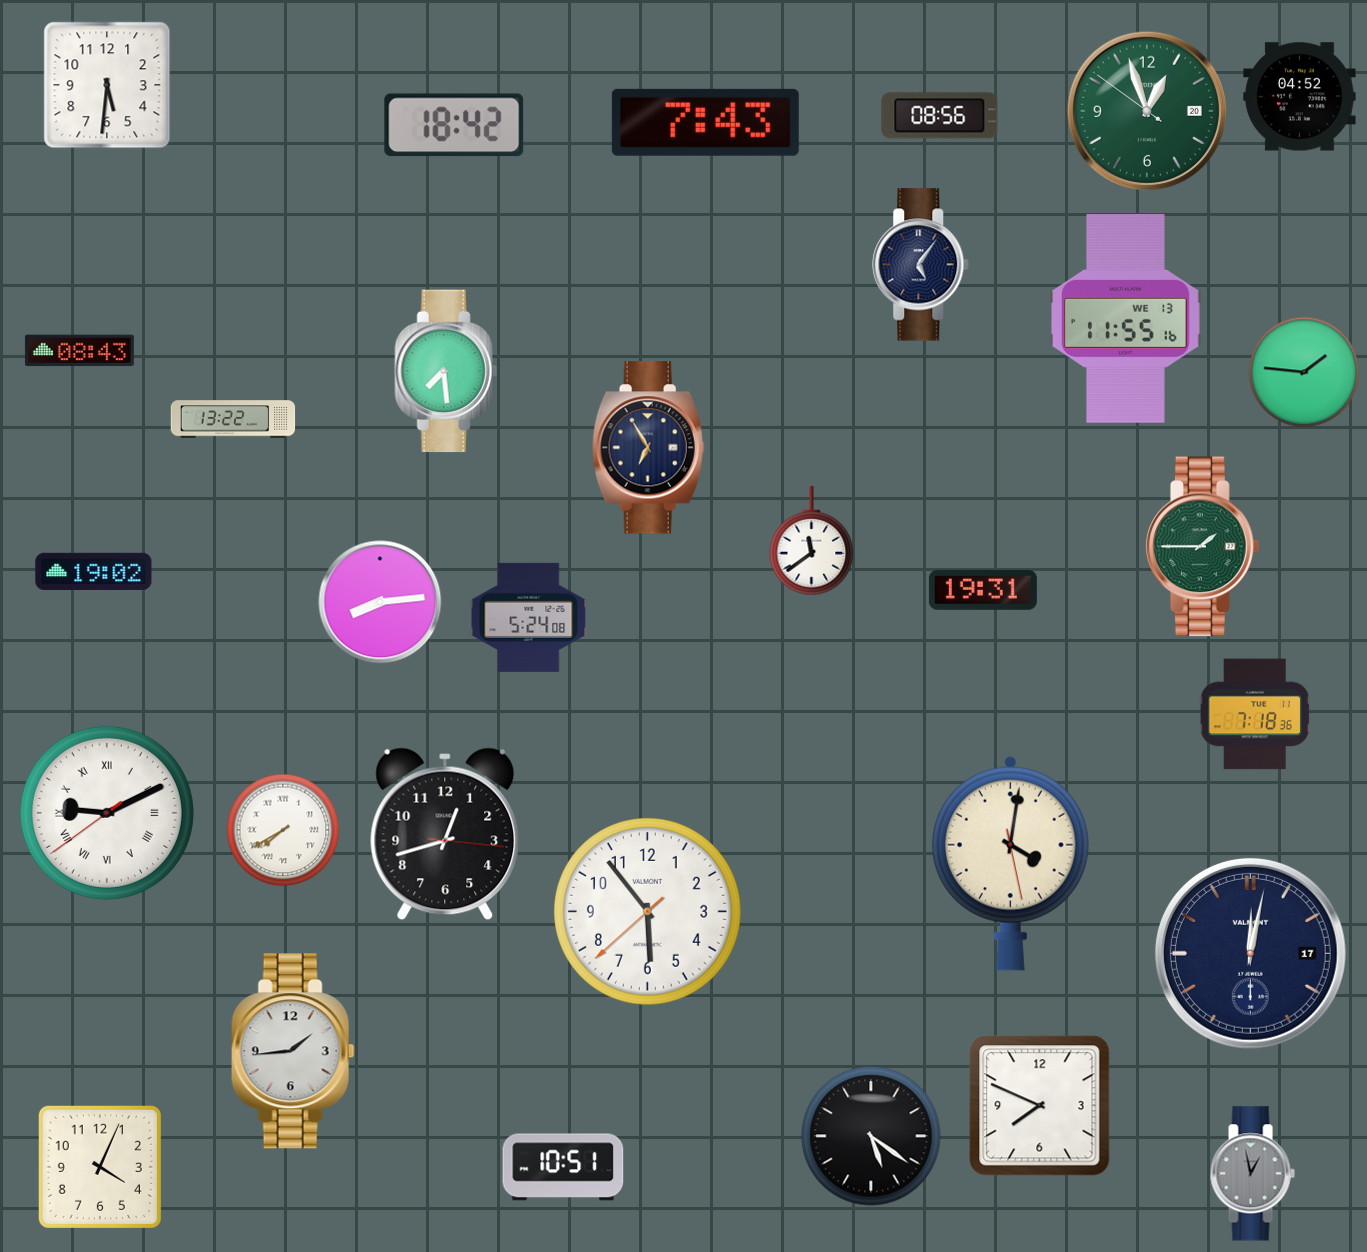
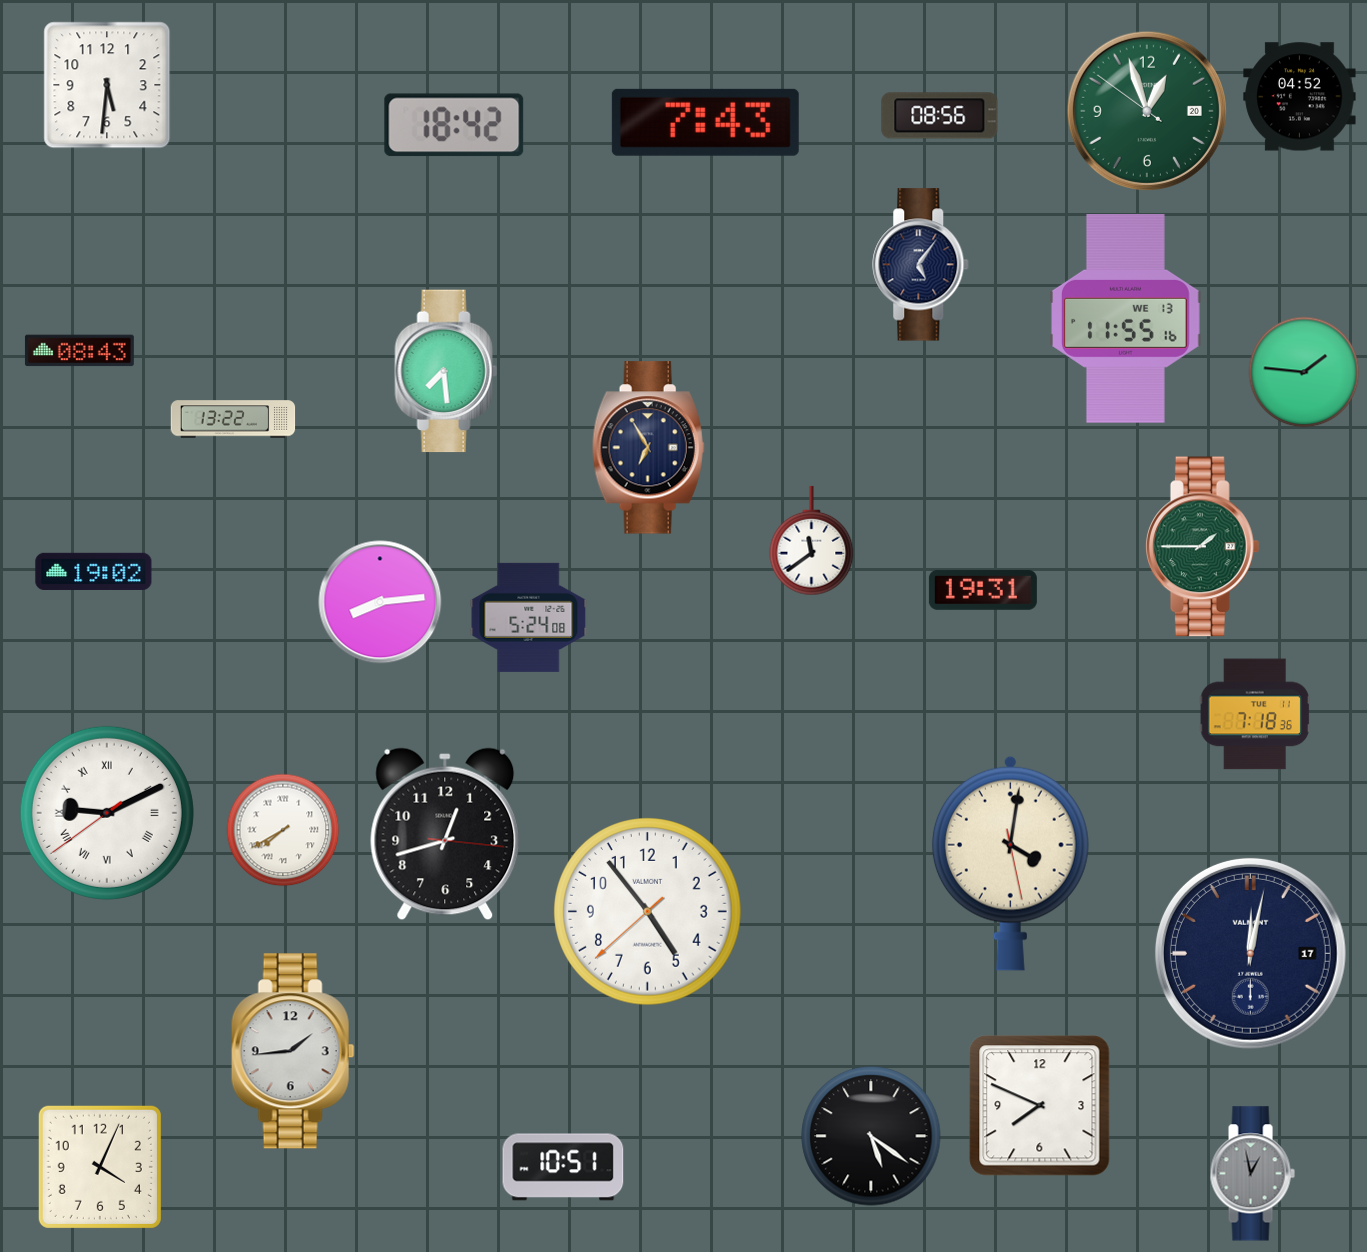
clock at (648, 912): 5:53 -> 4:53
